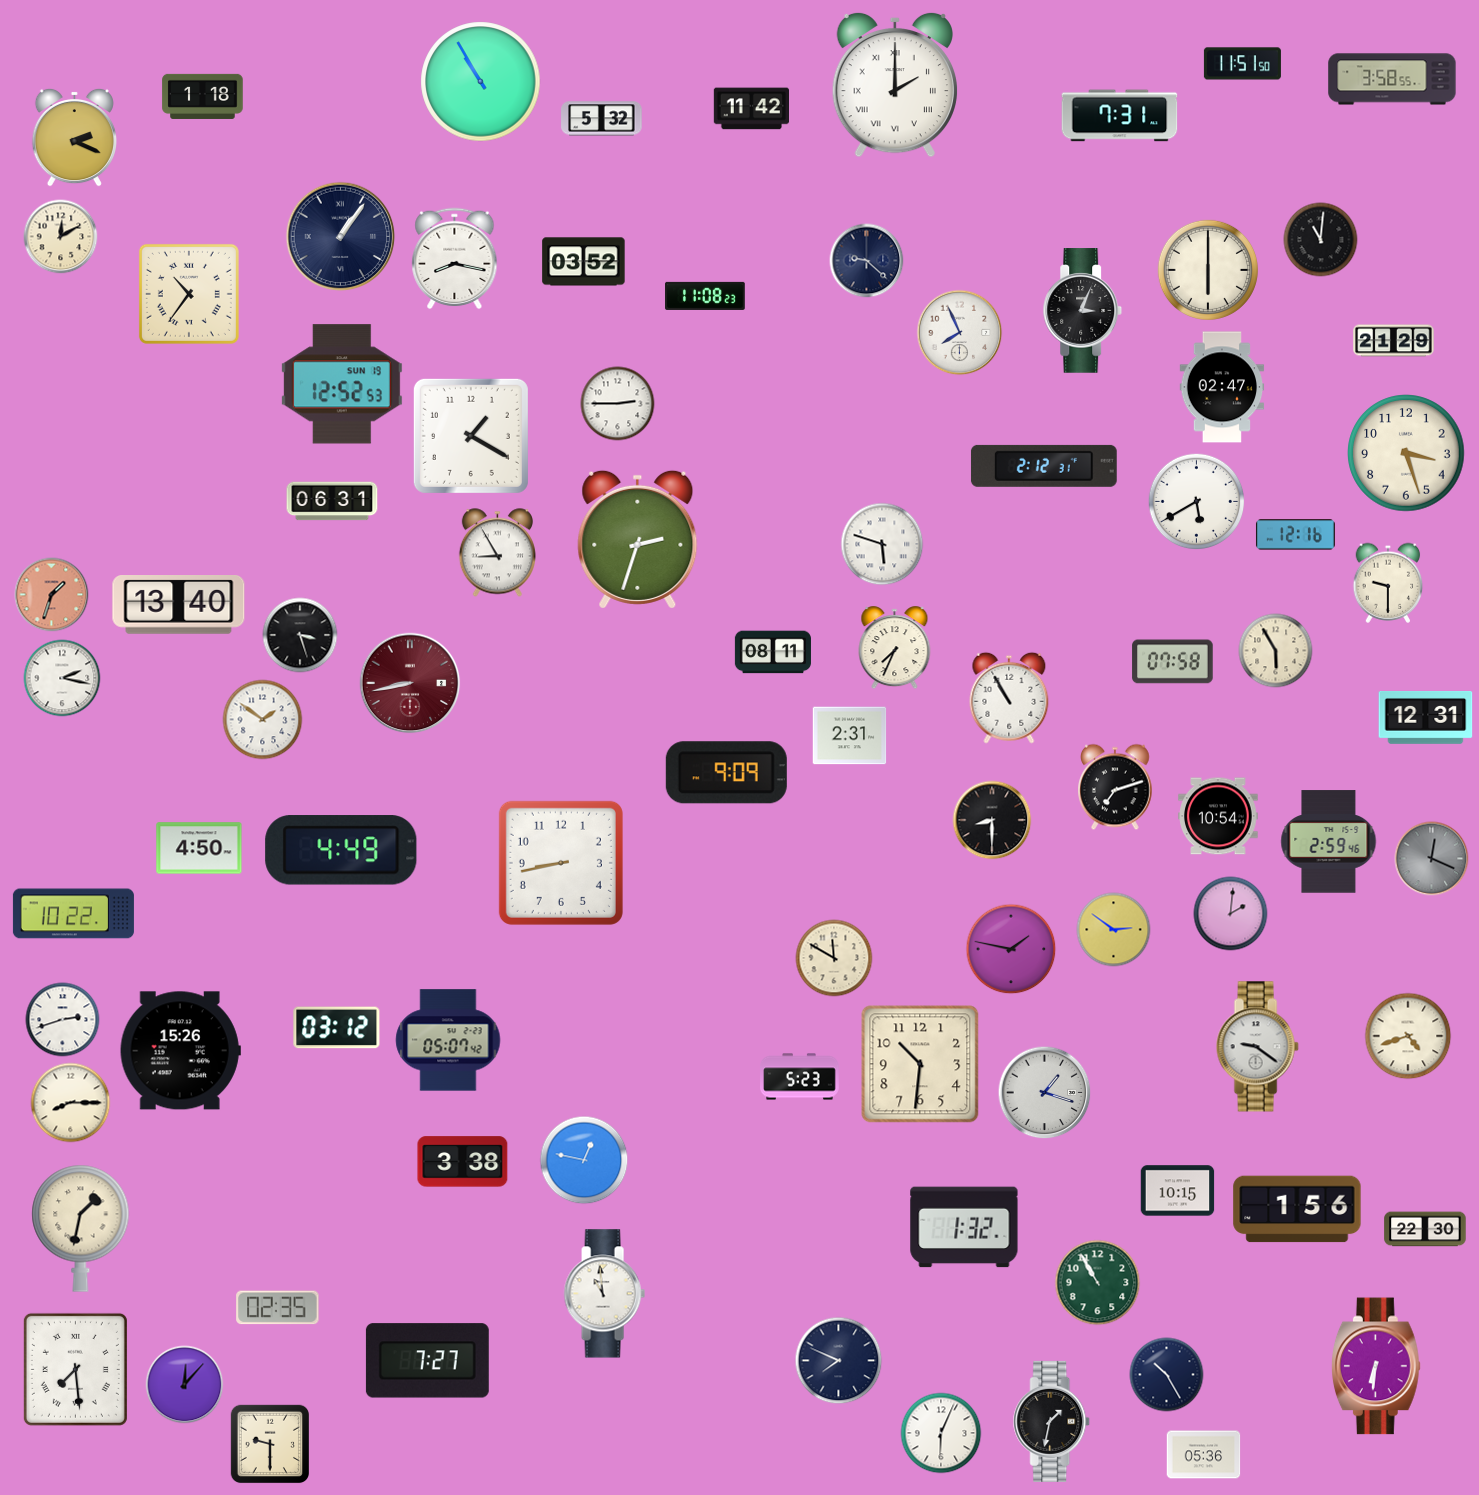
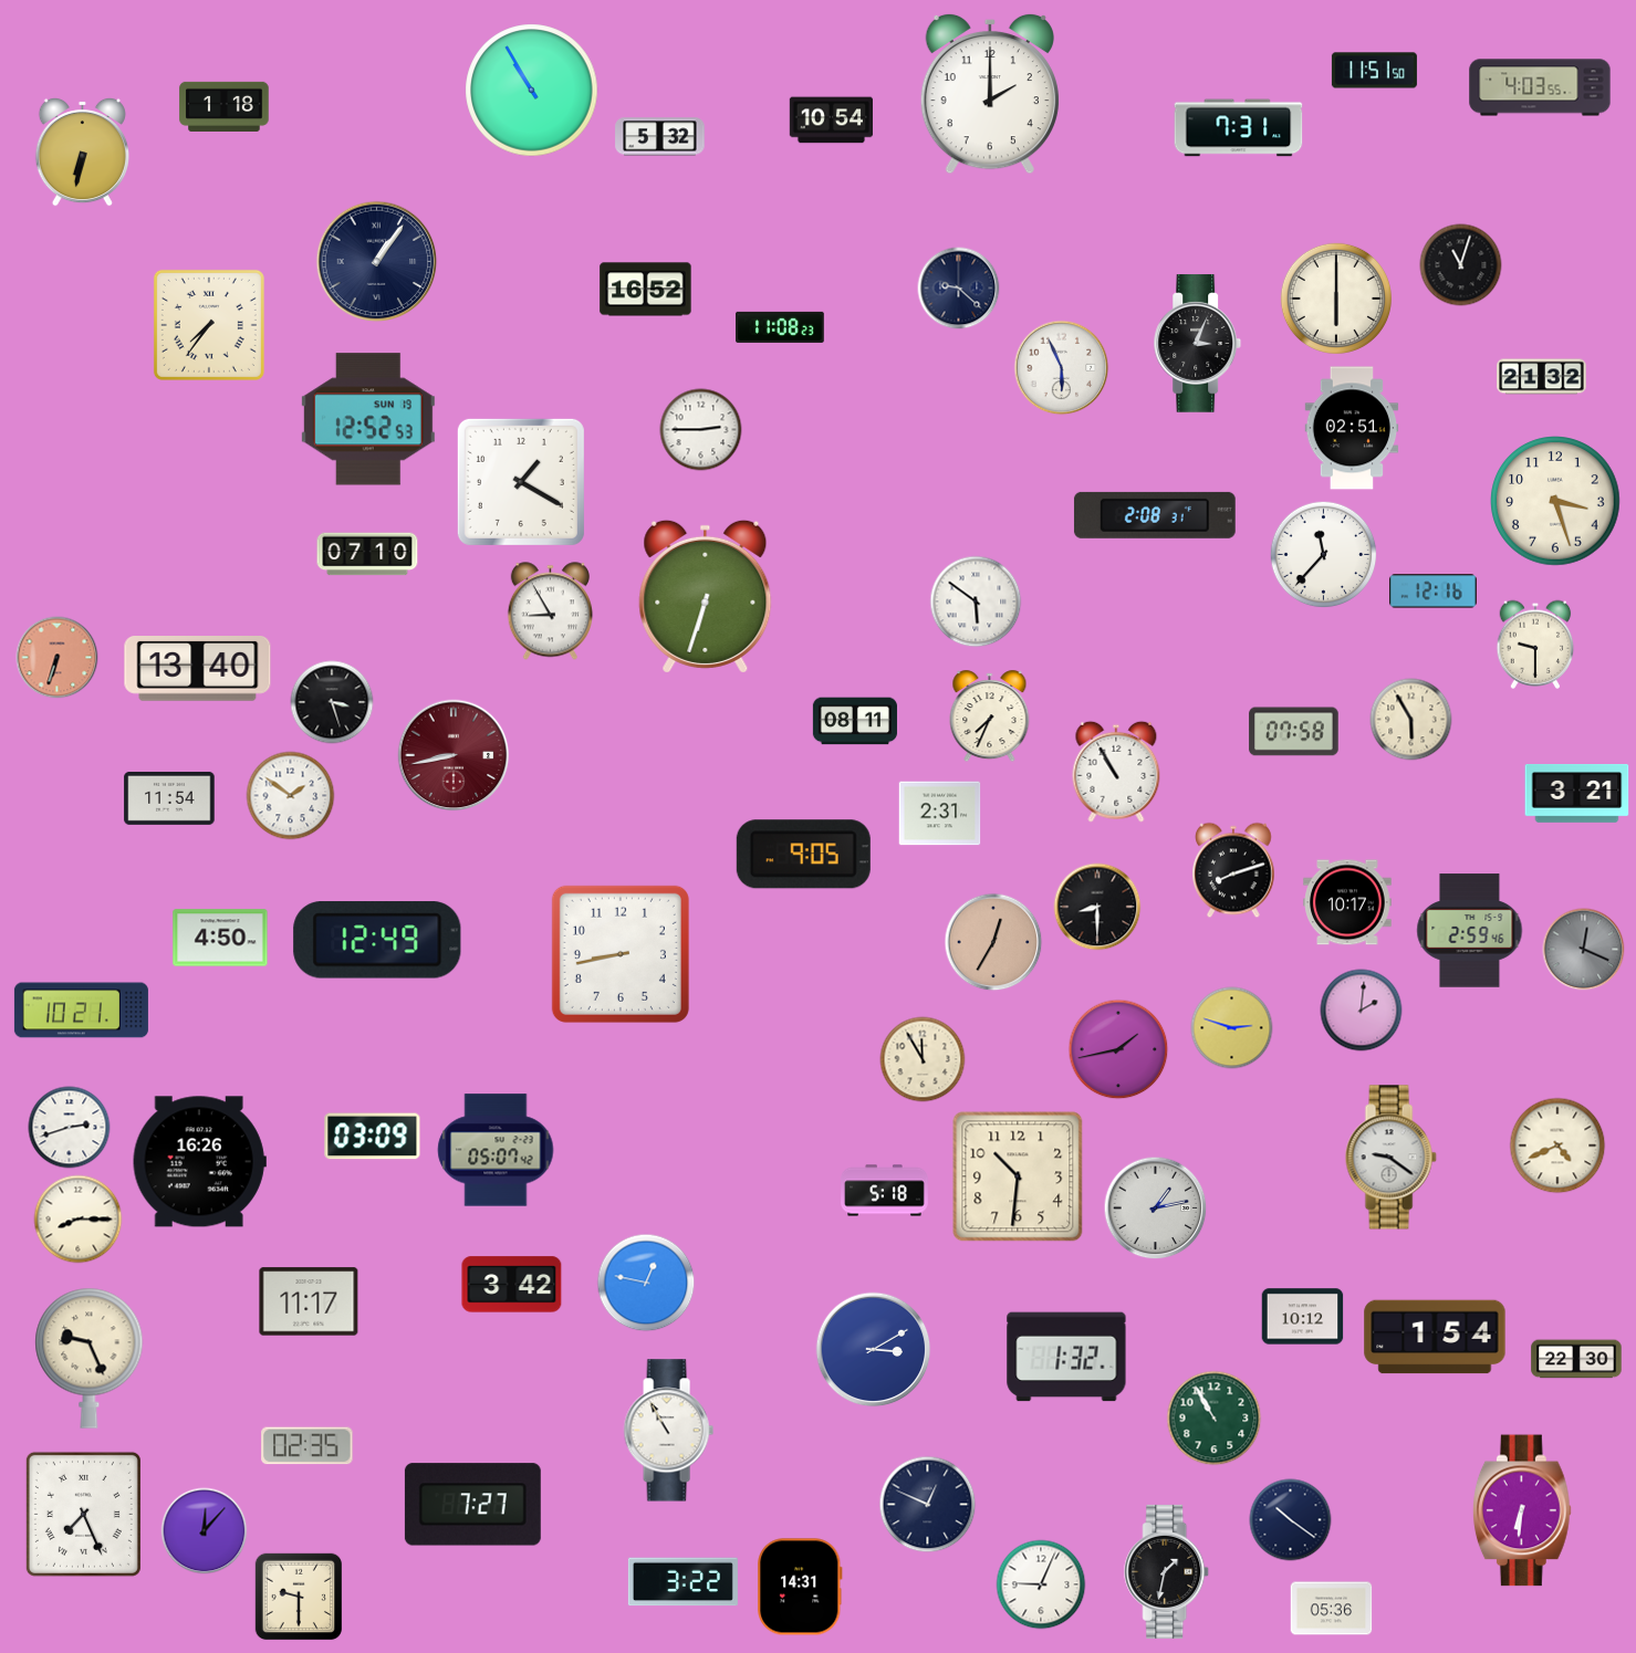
clock at (1392, 79): 3:58 -> 4:03
clock at (895, 85) numerals: Roman -> Arabic
clock at (751, 109): 11:42 -> 10:54
clock at (602, 119) position: (602, 119) -> (660, 137)
clock at (74, 137): 2:19 -> 6:32
clock at (61, 237): 12:10 -> none
clock at (1321, 240): 11:01 -> 11:03
clock at (455, 259): 8:17 -> none
clock at (584, 262): 03:52 -> 16:52
clock at (189, 294): 10:36 -> 7:36
clock at (960, 333): 7:56 -> 5:56
clock at (1394, 341): 21:29 -> 21:32
clock at (342, 384) position: (342, 384) -> (368, 419)
clock at (1222, 387): 02:47 -> 02:51
clock at (618, 404) position: (618, 404) -> (701, 430)
clock at (1044, 466): 2:12 -> 2:08
clock at (332, 501): 06:31 -> 07:10
clock at (1197, 502): 5:40 -> 11:37
clock at (638, 539): 2:33 -> 6:33
clock at (882, 544): 5:48 -> 5:51
clock at (52, 595): 1:33 -> 6:33
clock at (1173, 662) position: (1173, 662) -> (1294, 732)
clock at (62, 678): 2:17 -> none
clock at (1426, 718): 12:31 -> 3:21
clock at (169, 798): none -> 11:54
clock at (726, 773): 9:09 -> 9:05
clock at (1116, 787): 7:12 -> 8:12
clock at (1218, 816): 10:54 -> 10:17
clock at (341, 850): 4:49 -> 12:49
clock at (993, 942): none -> 12:35
clock at (73, 914): 10:22 -> 10:21
clock at (1114, 930): 2:51 -> 2:48
clock at (1011, 949): 1:47 -> 1:43
clock at (834, 958): 11:50 -> 11:55
clock at (337, 1028): 03:12 -> 03:09
clock at (1408, 1036): 4:42 -> 4:41
clock at (180, 1051): 15:26 -> 16:26
clock at (800, 1077): 5:23 -> 5:18
clock at (1045, 1093): 1:18 -> 1:13
clock at (463, 1162): 3:38 -> 3:42
clock at (309, 1301): none -> 11:17
clock at (1178, 1191): 10:15 -> 10:12
clock at (1297, 1209): 1:56 -> 1:54
clock at (874, 1350): none -> 3:10
clock at (81, 1228): 1:32 -> 9:26
clock at (604, 1294): 10:59 -> 10:55
clock at (839, 1361): 7:49 -> 12:49
clock at (75, 1369): 7:29 -> 7:26
clock at (1167, 1375): 10:25 -> 10:21
clock at (1052, 1421) position: (1052, 1421) -> (1167, 1571)
clock at (682, 1582): none -> 3:22
clock at (941, 1433): 6:04 -> 9:04
clock at (800, 1587): none -> 14:31
